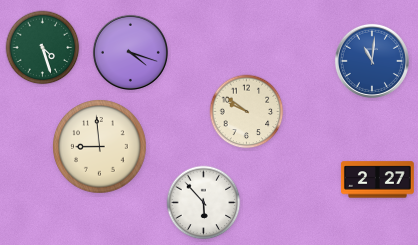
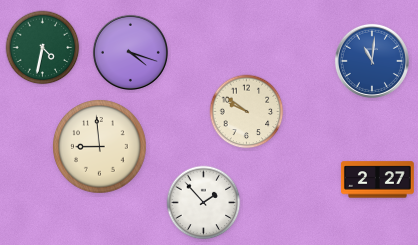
clock at (43, 48): 4:27 -> 4:32
clock at (204, 203): 5:53 -> 1:53
